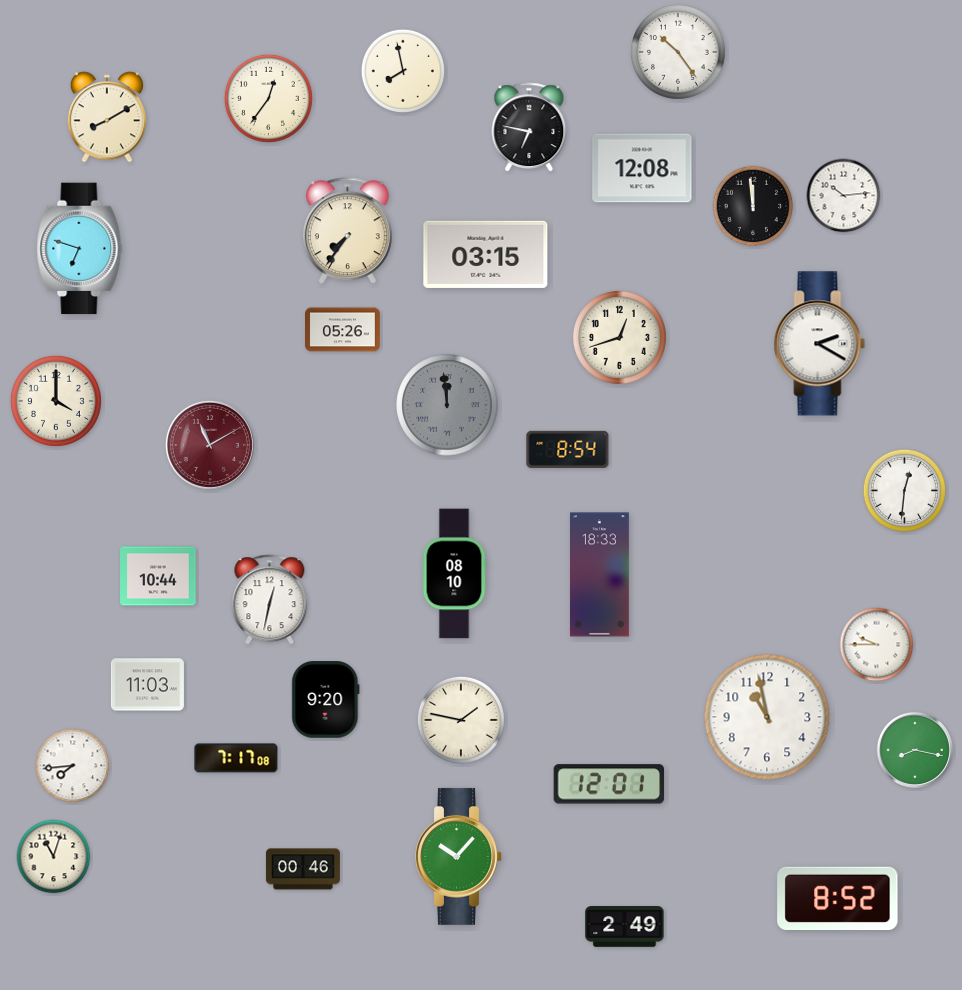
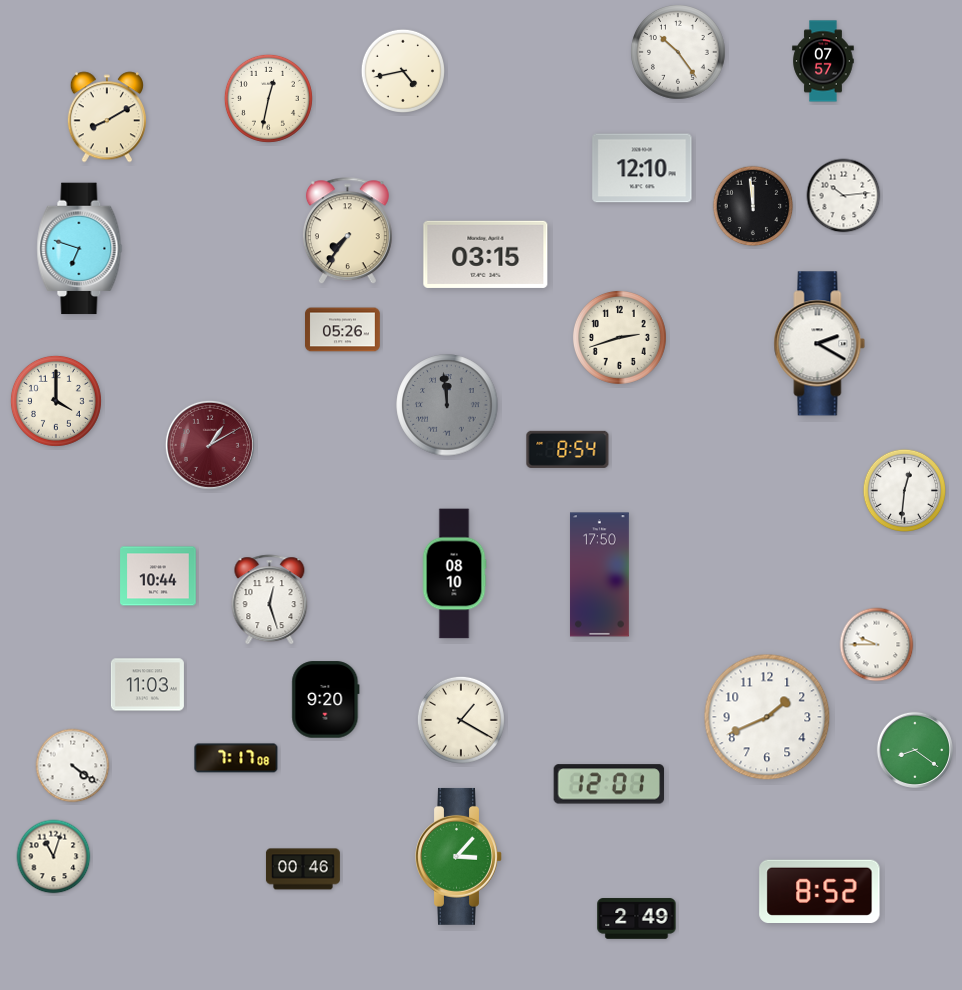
clock at (823, 61): none -> 07:57
clock at (402, 70): 7:58 -> 4:43
clock at (268, 98): 12:36 -> 12:32
clock at (529, 128): 6:47 -> none
clock at (642, 168): 12:08 -> 12:10
clock at (619, 337): 12:42 -> 2:42
clock at (210, 445): 11:10 -> 1:10
clock at (599, 575): 18:33 -> 17:50
clock at (270, 600): 12:32 -> 12:27
clock at (767, 717): 10:58 -> 1:41
clock at (461, 720): 1:47 -> 1:20
clock at (915, 750): 8:17 -> 8:21
clock at (73, 766): 7:44 -> 4:21
clock at (459, 856): 10:07 -> 3:07
clock at (838, 898) position: (838, 898) -> (820, 891)
clock at (625, 927) position: (625, 927) -> (637, 919)
